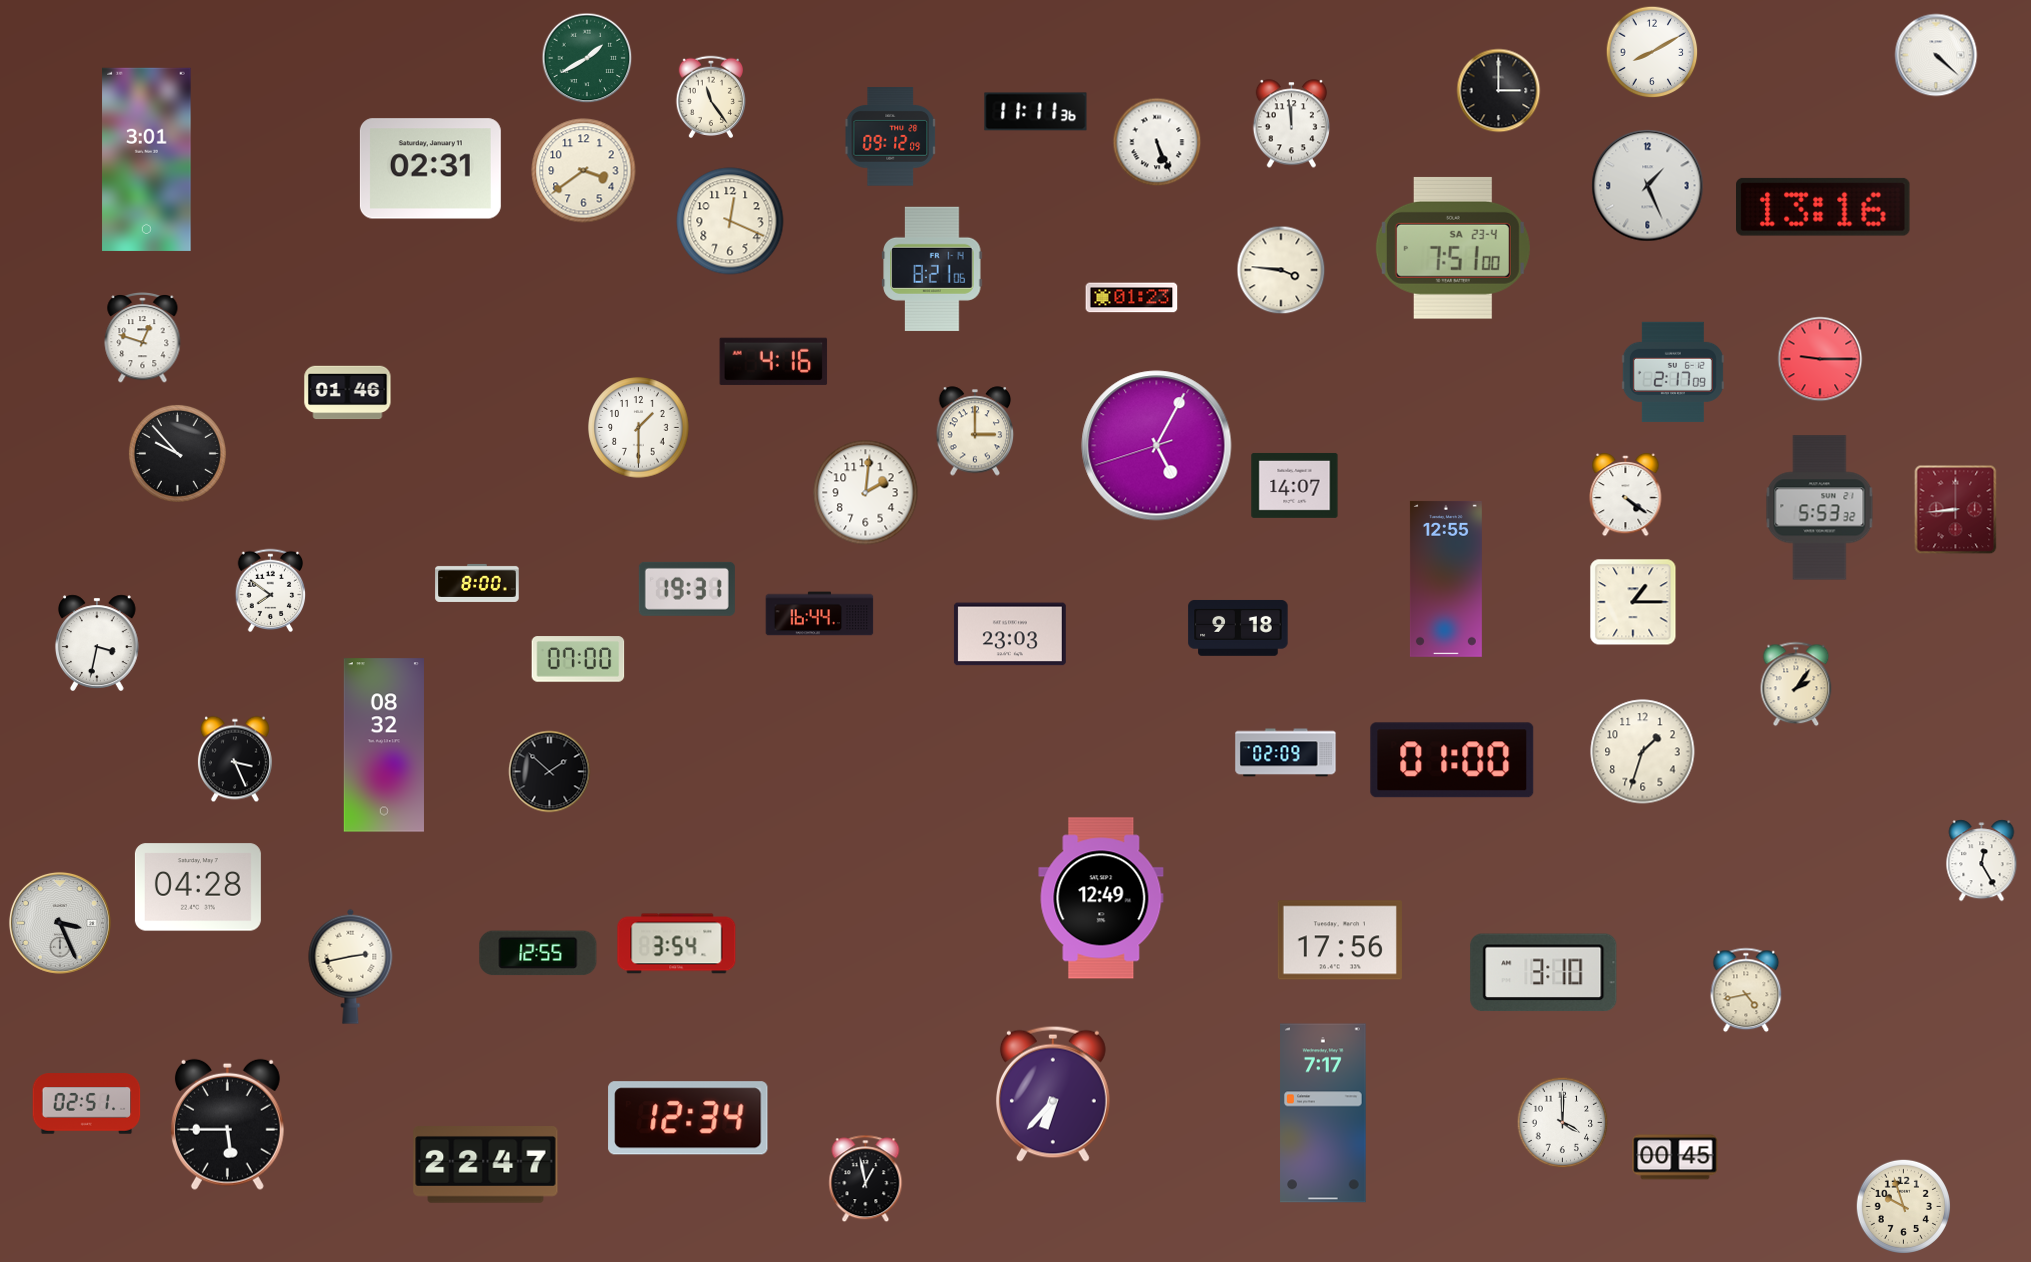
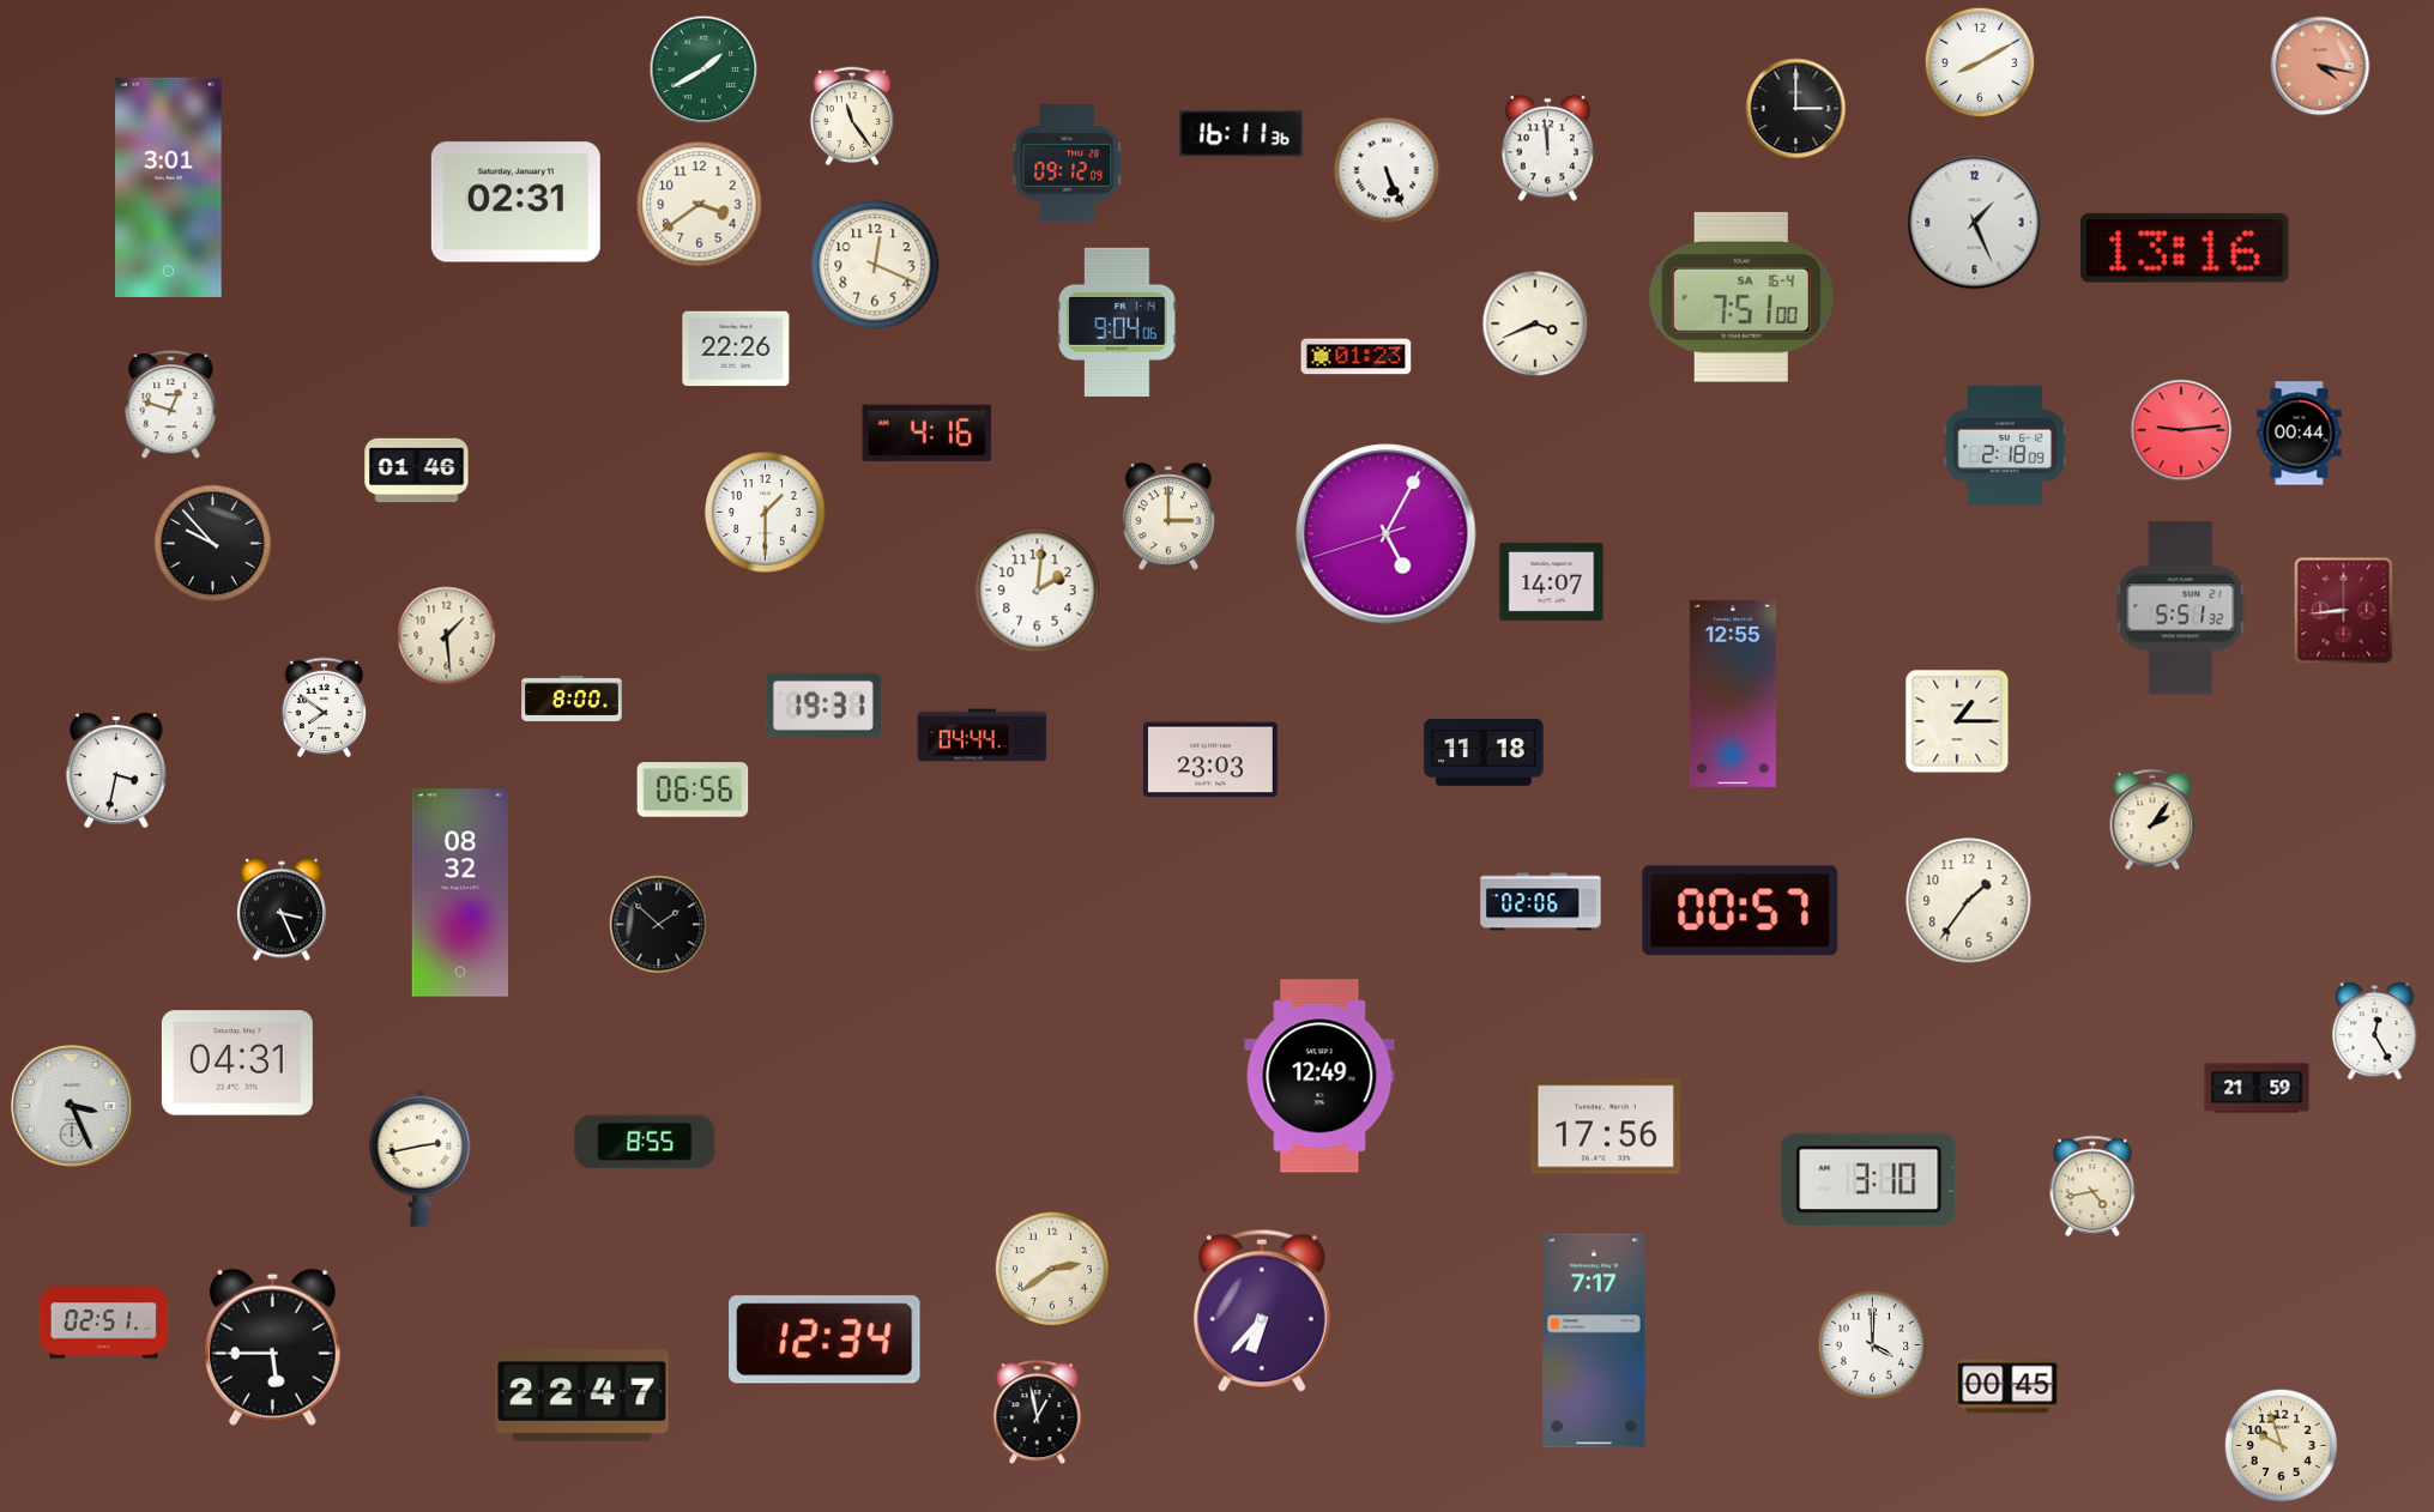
clock at (1936, 55): 4:22 -> 4:17
clock at (1936, 55) dial: white -> salmon
clock at (1036, 112): 11:11 -> 16:11
clock at (147, 159) position: (147, 159) -> (169, 187)
clock at (1453, 248) date: SA 23-4 -> SA 16-4
clock at (932, 269): 8:21 -> 9:04
clock at (1281, 270): 3:46 -> 3:41
clock at (736, 349): none -> 22:26
clock at (1820, 359): 9:15 -> 9:14
clock at (2300, 434): none -> 00:44
clock at (1673, 372): 2:17 -> 2:18
clock at (1626, 495): 4:21 -> none
clock at (1820, 508): 5:53 -> 5:51
clock at (447, 636): none -> 1:29
clock at (820, 614): 16:44 -> 04:44
clock at (1238, 628): 9:18 -> 11:18
clock at (578, 659): 07:00 -> 06:56
clock at (1643, 752): 1:33 -> 1:36
clock at (1286, 753): 02:09 -> 02:06
clock at (1452, 760): 01:00 -> 00:57
clock at (198, 887): 04:28 -> 04:31
clock at (2257, 1088): none -> 21:59
clock at (677, 944): 3:54 -> none
clock at (538, 953): 12:55 -> 8:55
clock at (1544, 973) position: (1544, 973) -> (1870, 1180)
clock at (1052, 1269): none -> 2:39
clock at (1323, 1113) position: (1323, 1113) -> (1594, 1341)
